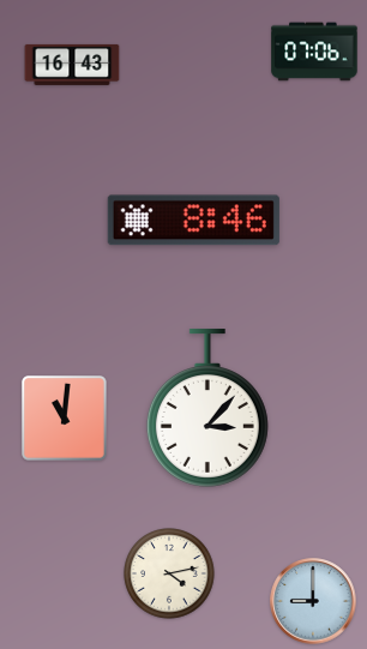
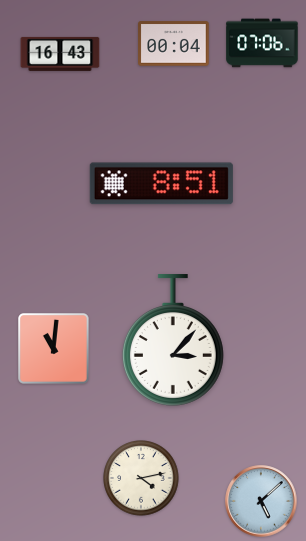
clock at (174, 44): none -> 00:04
clock at (193, 221): 8:46 -> 8:51
clock at (313, 601): 9:00 -> 5:08
